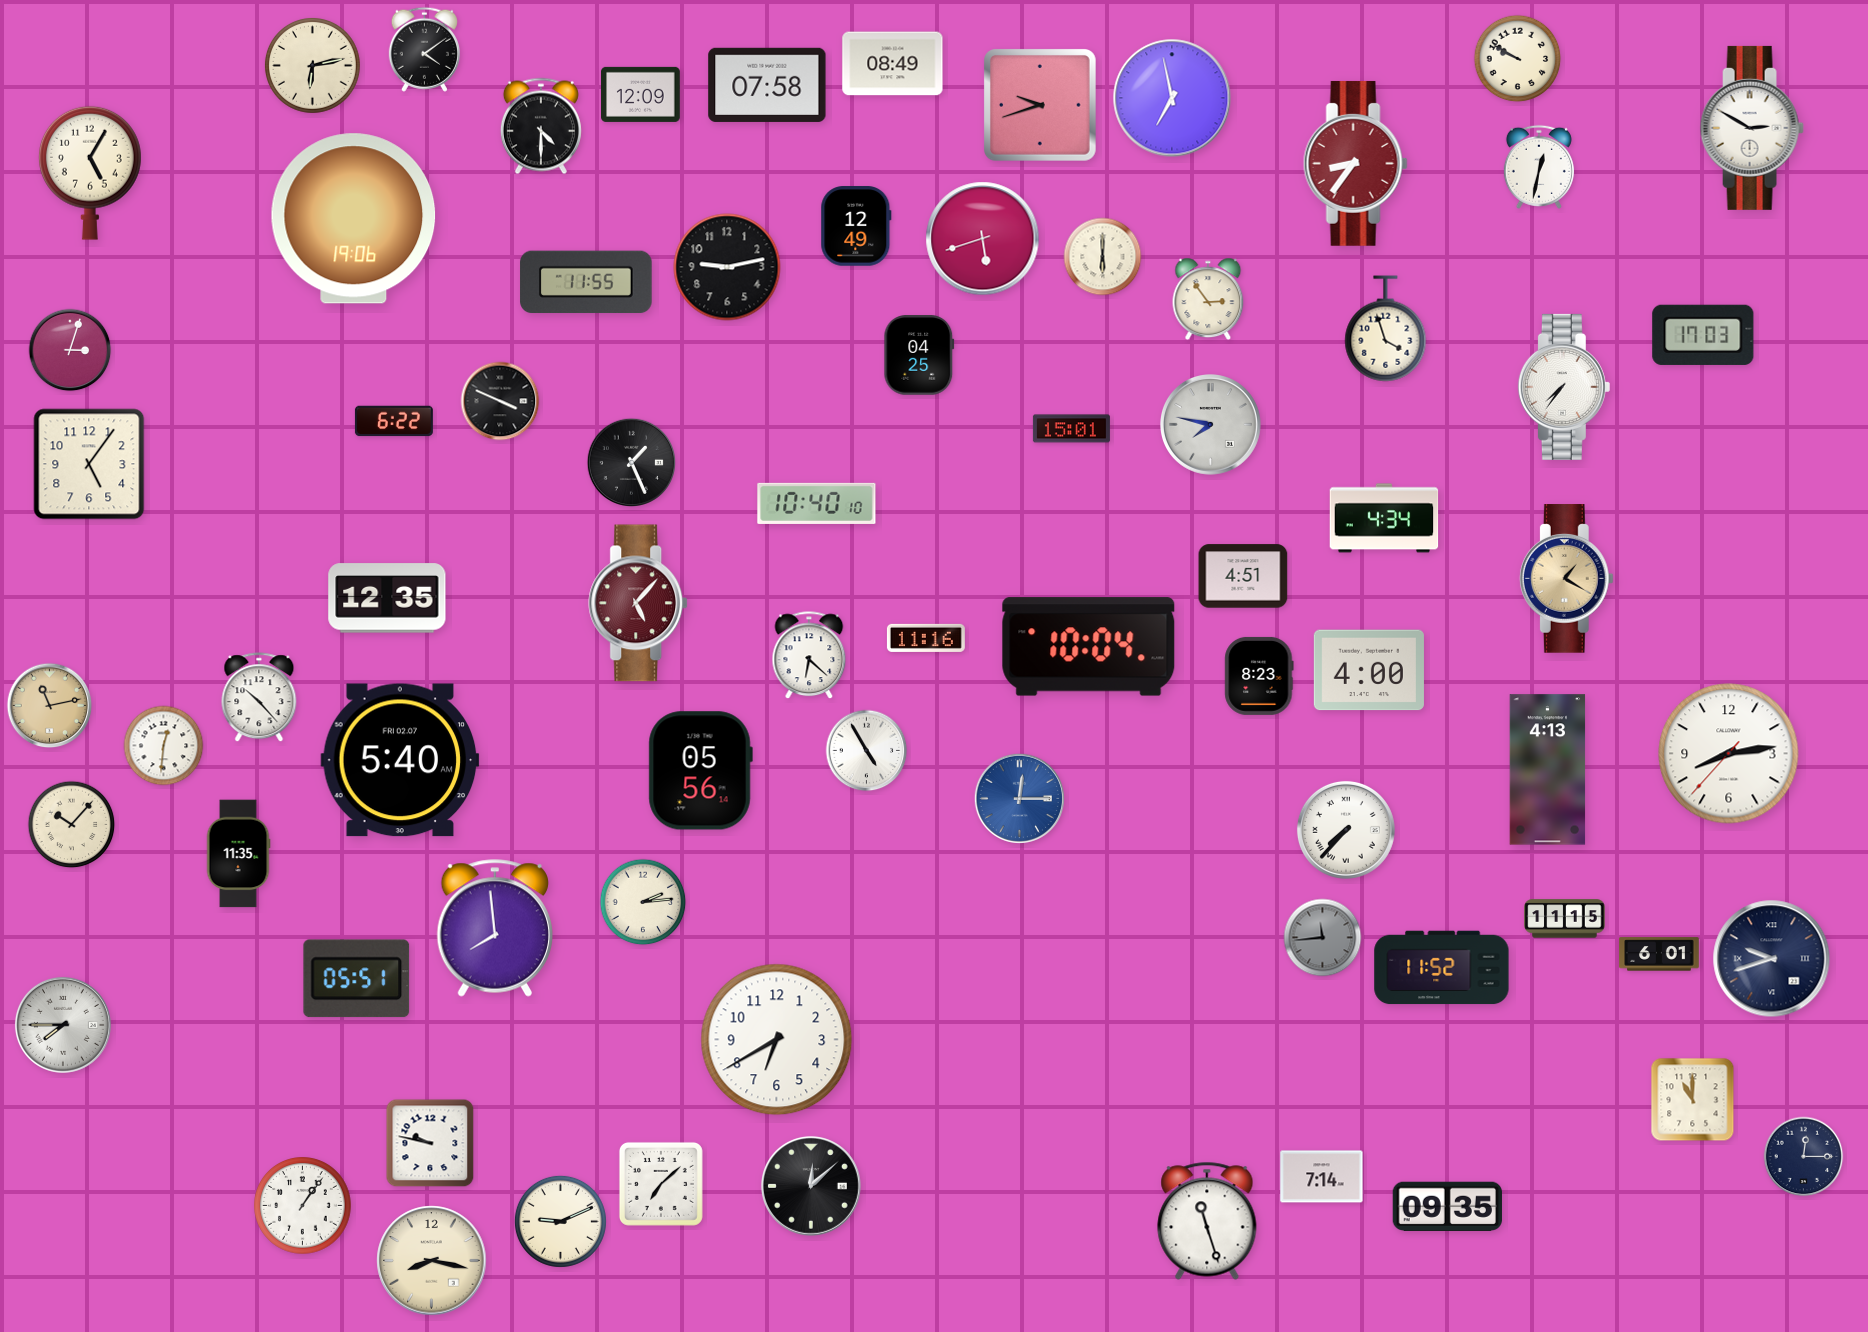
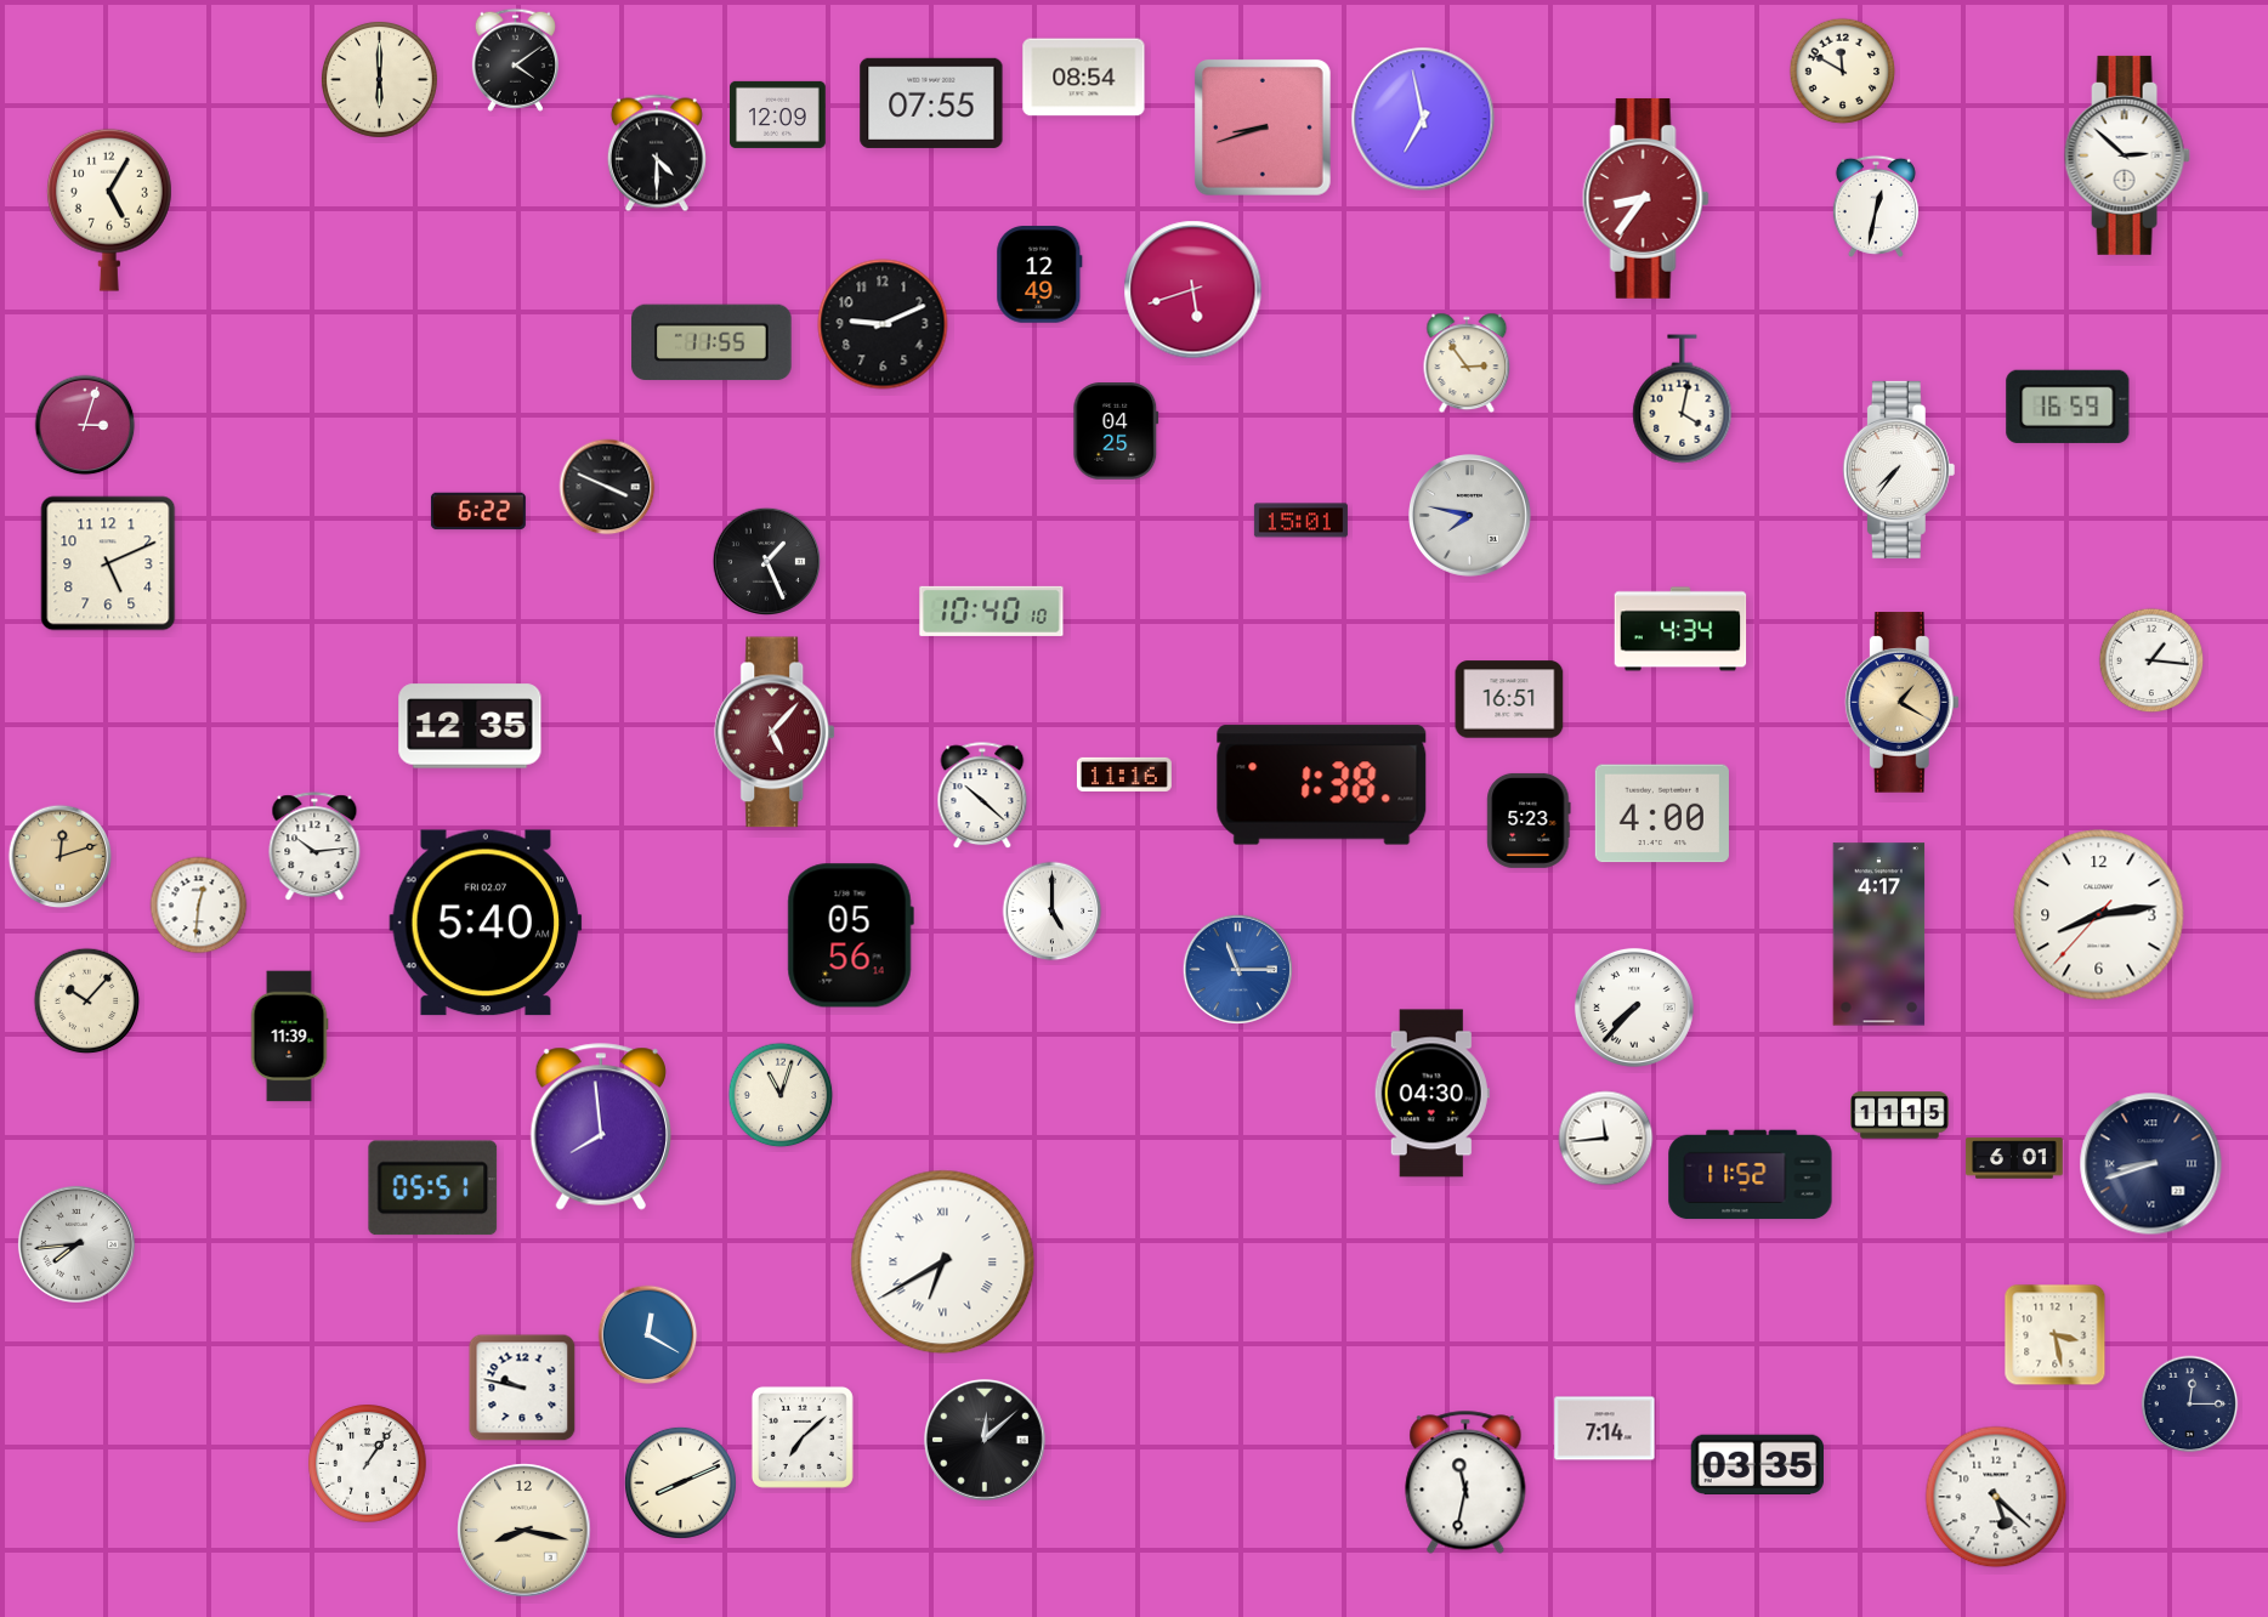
clock at (1518, 59): 9:50 -> 11:50
clock at (893, 64): 08:49 -> 08:54
clock at (313, 66): 6:13 -> 6:00
clock at (767, 85): 07:58 -> 07:55
clock at (1041, 106): 9:42 -> 8:42
clock at (1752, 128): 2:50 -> 2:52
clock at (1539, 167) position: (1539, 167) -> (1876, 206)
clock at (354, 219): 19:06 -> none
clock at (1103, 257): 6:00 -> none
clock at (727, 267): 9:13 -> 9:11
clock at (1386, 329): 3:57 -> 4:02
clock at (1703, 335): 17:03 -> 16:59
clock at (89, 464): 5:06 -> 5:11
clock at (2151, 660): none -> 1:16
clock at (1243, 576): 4:51 -> 16:51
clock at (1089, 647): 10:04 -> 1:38
clock at (809, 656): 6:22 -> 10:22
clock at (1259, 676): 8:23 -> 5:23
clock at (259, 698): 10:23 -> 10:14
clock at (50, 706): 11:13 -> 12:12
clock at (867, 751): 4:55 -> 5:00
clock at (1548, 770): 4:13 -> 4:17
clock at (1019, 798): 12:15 -> 11:15
clock at (238, 854): 11:35 -> 11:39
clock at (1431, 1094): none -> 04:30
clock at (643, 902): 2:14 -> 11:03
clock at (1323, 938) dial: grey -> white
clock at (1772, 959): 9:42 -> 8:42
clock at (63, 1025): 7:45 -> 7:44
clock at (777, 1040) numerals: Arabic -> Roman
clock at (648, 1335): none -> 12:20
clock at (1693, 1100): 11:00 -> 3:28
clock at (1447, 1206): 09:35 -> 03:35
clock at (560, 1221): 9:11 -> 8:11
clock at (1207, 1221): 11:27 -> 11:32
clock at (1996, 1497): none -> 5:22
